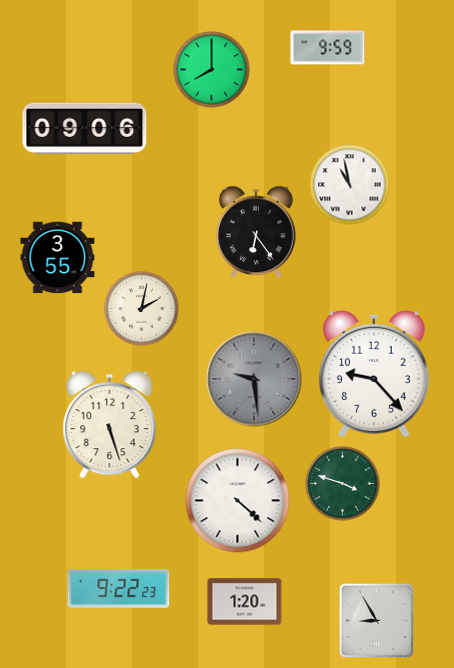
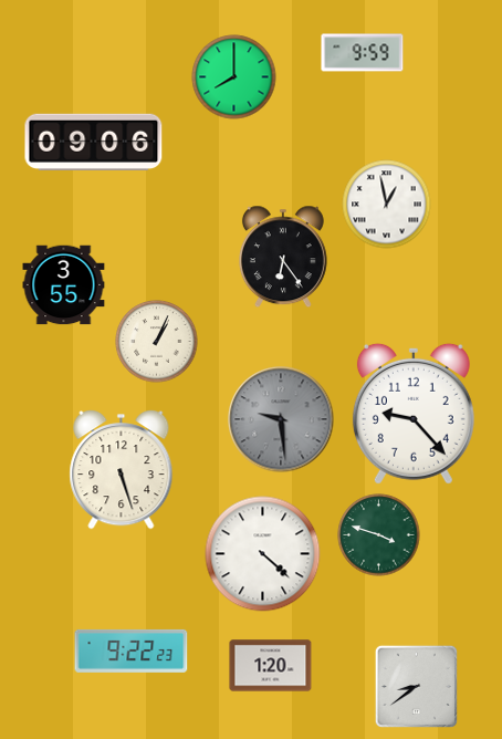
clock at (350, 185): 10:58 -> 12:58
clock at (142, 309): 2:02 -> 1:04
clock at (376, 620): 8:55 -> 8:39
